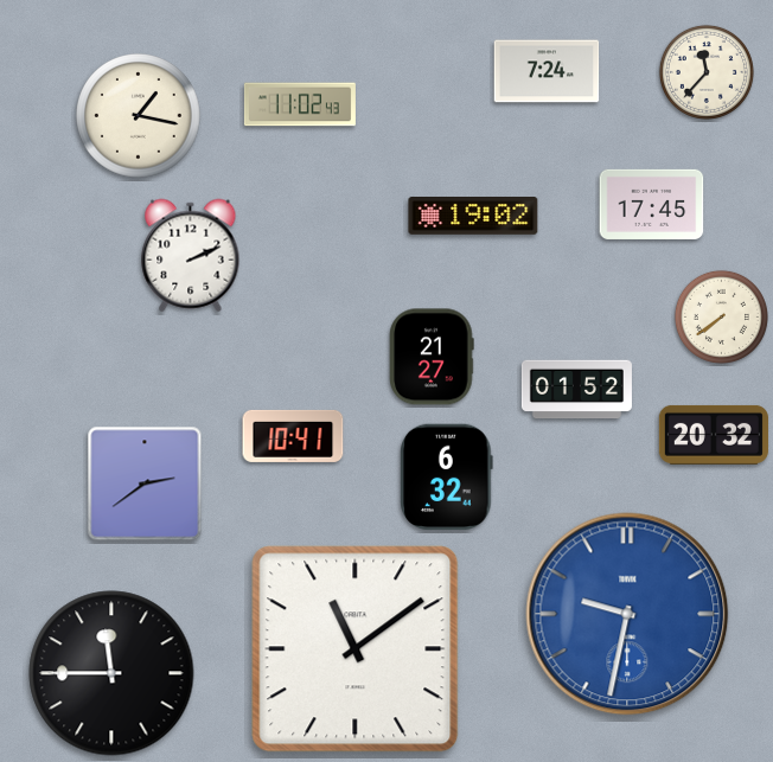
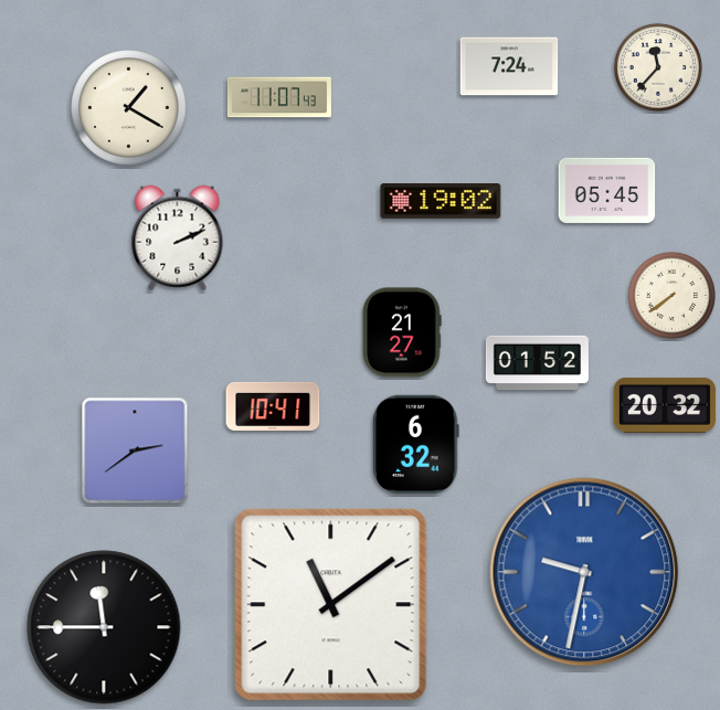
clock at (300, 104): 11:02 -> 11:07
clock at (139, 116): 1:17 -> 1:20
clock at (652, 204): 17:45 -> 05:45
